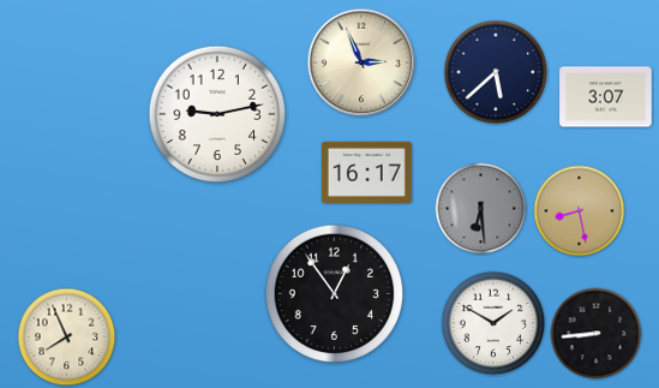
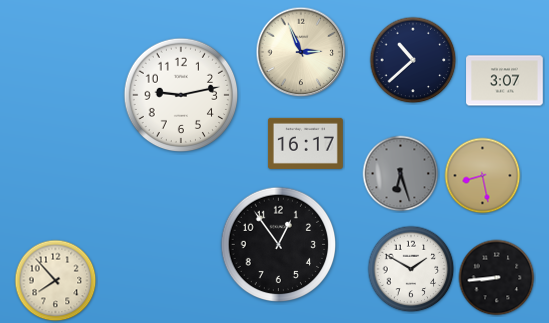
clock at (496, 72): 5:38 -> 10:38
clock at (481, 209): 6:29 -> 6:27
clock at (67, 338): 7:56 -> 7:53
